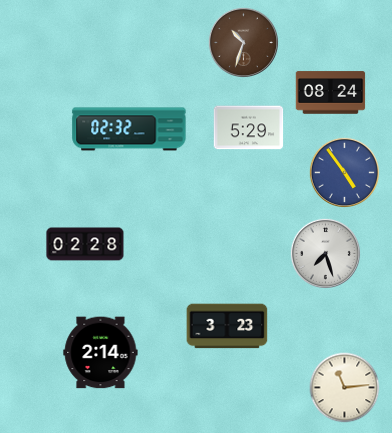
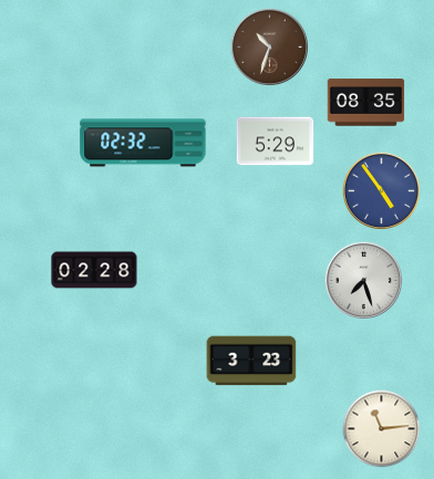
clock at (331, 93): 08:24 -> 08:35
clock at (325, 253) position: (325, 253) -> (363, 280)
clock at (101, 353): 2:14 -> none
